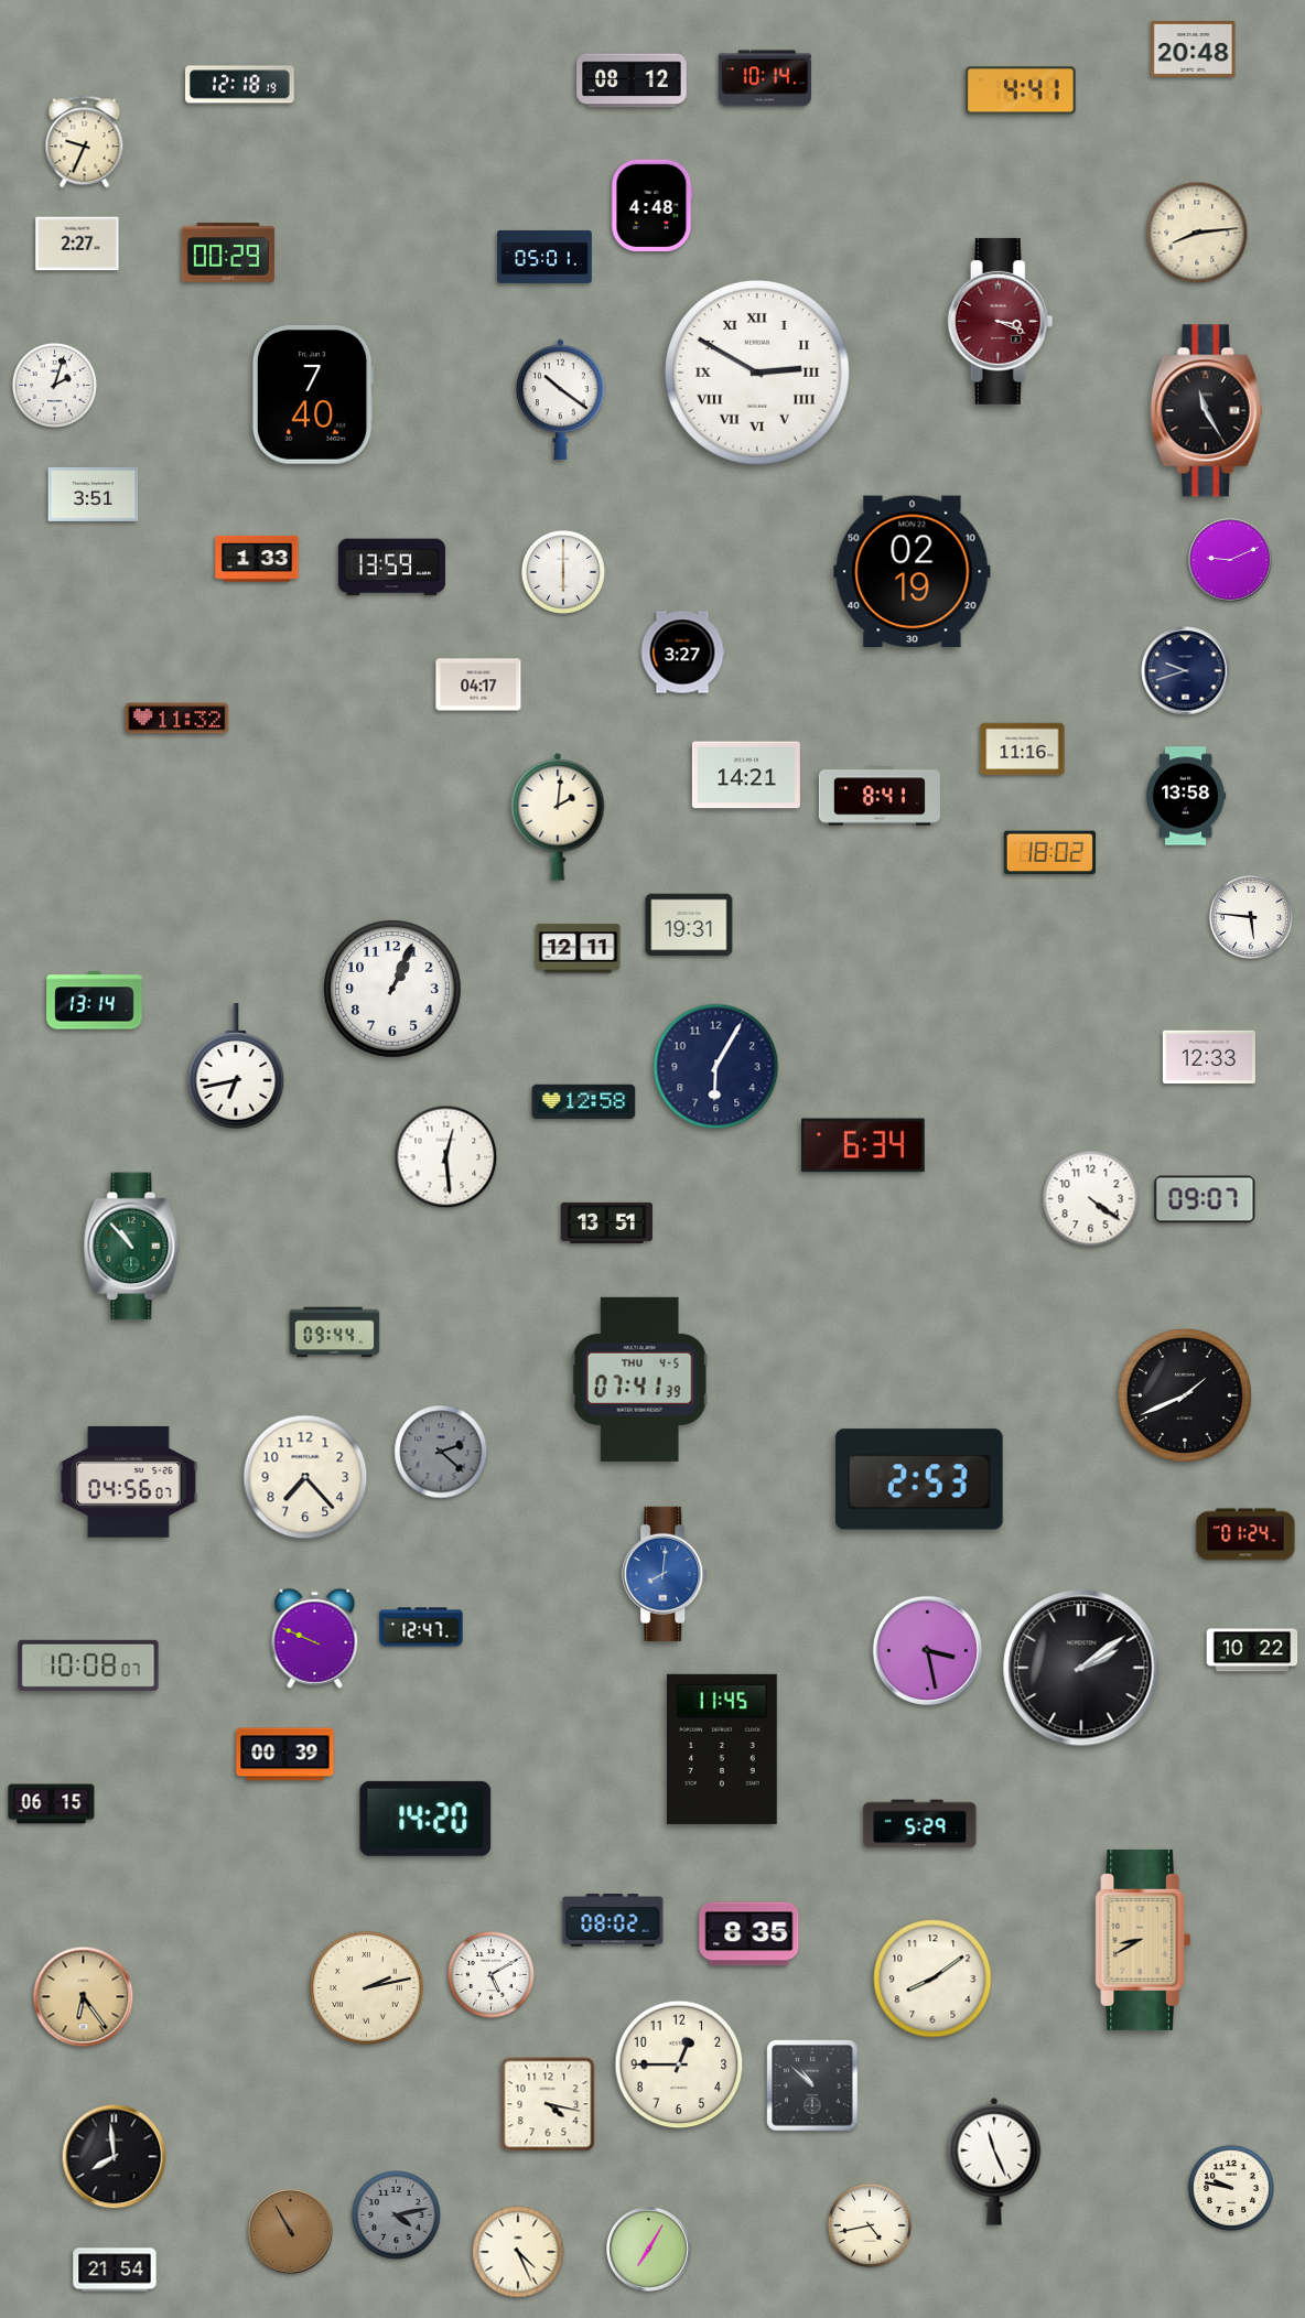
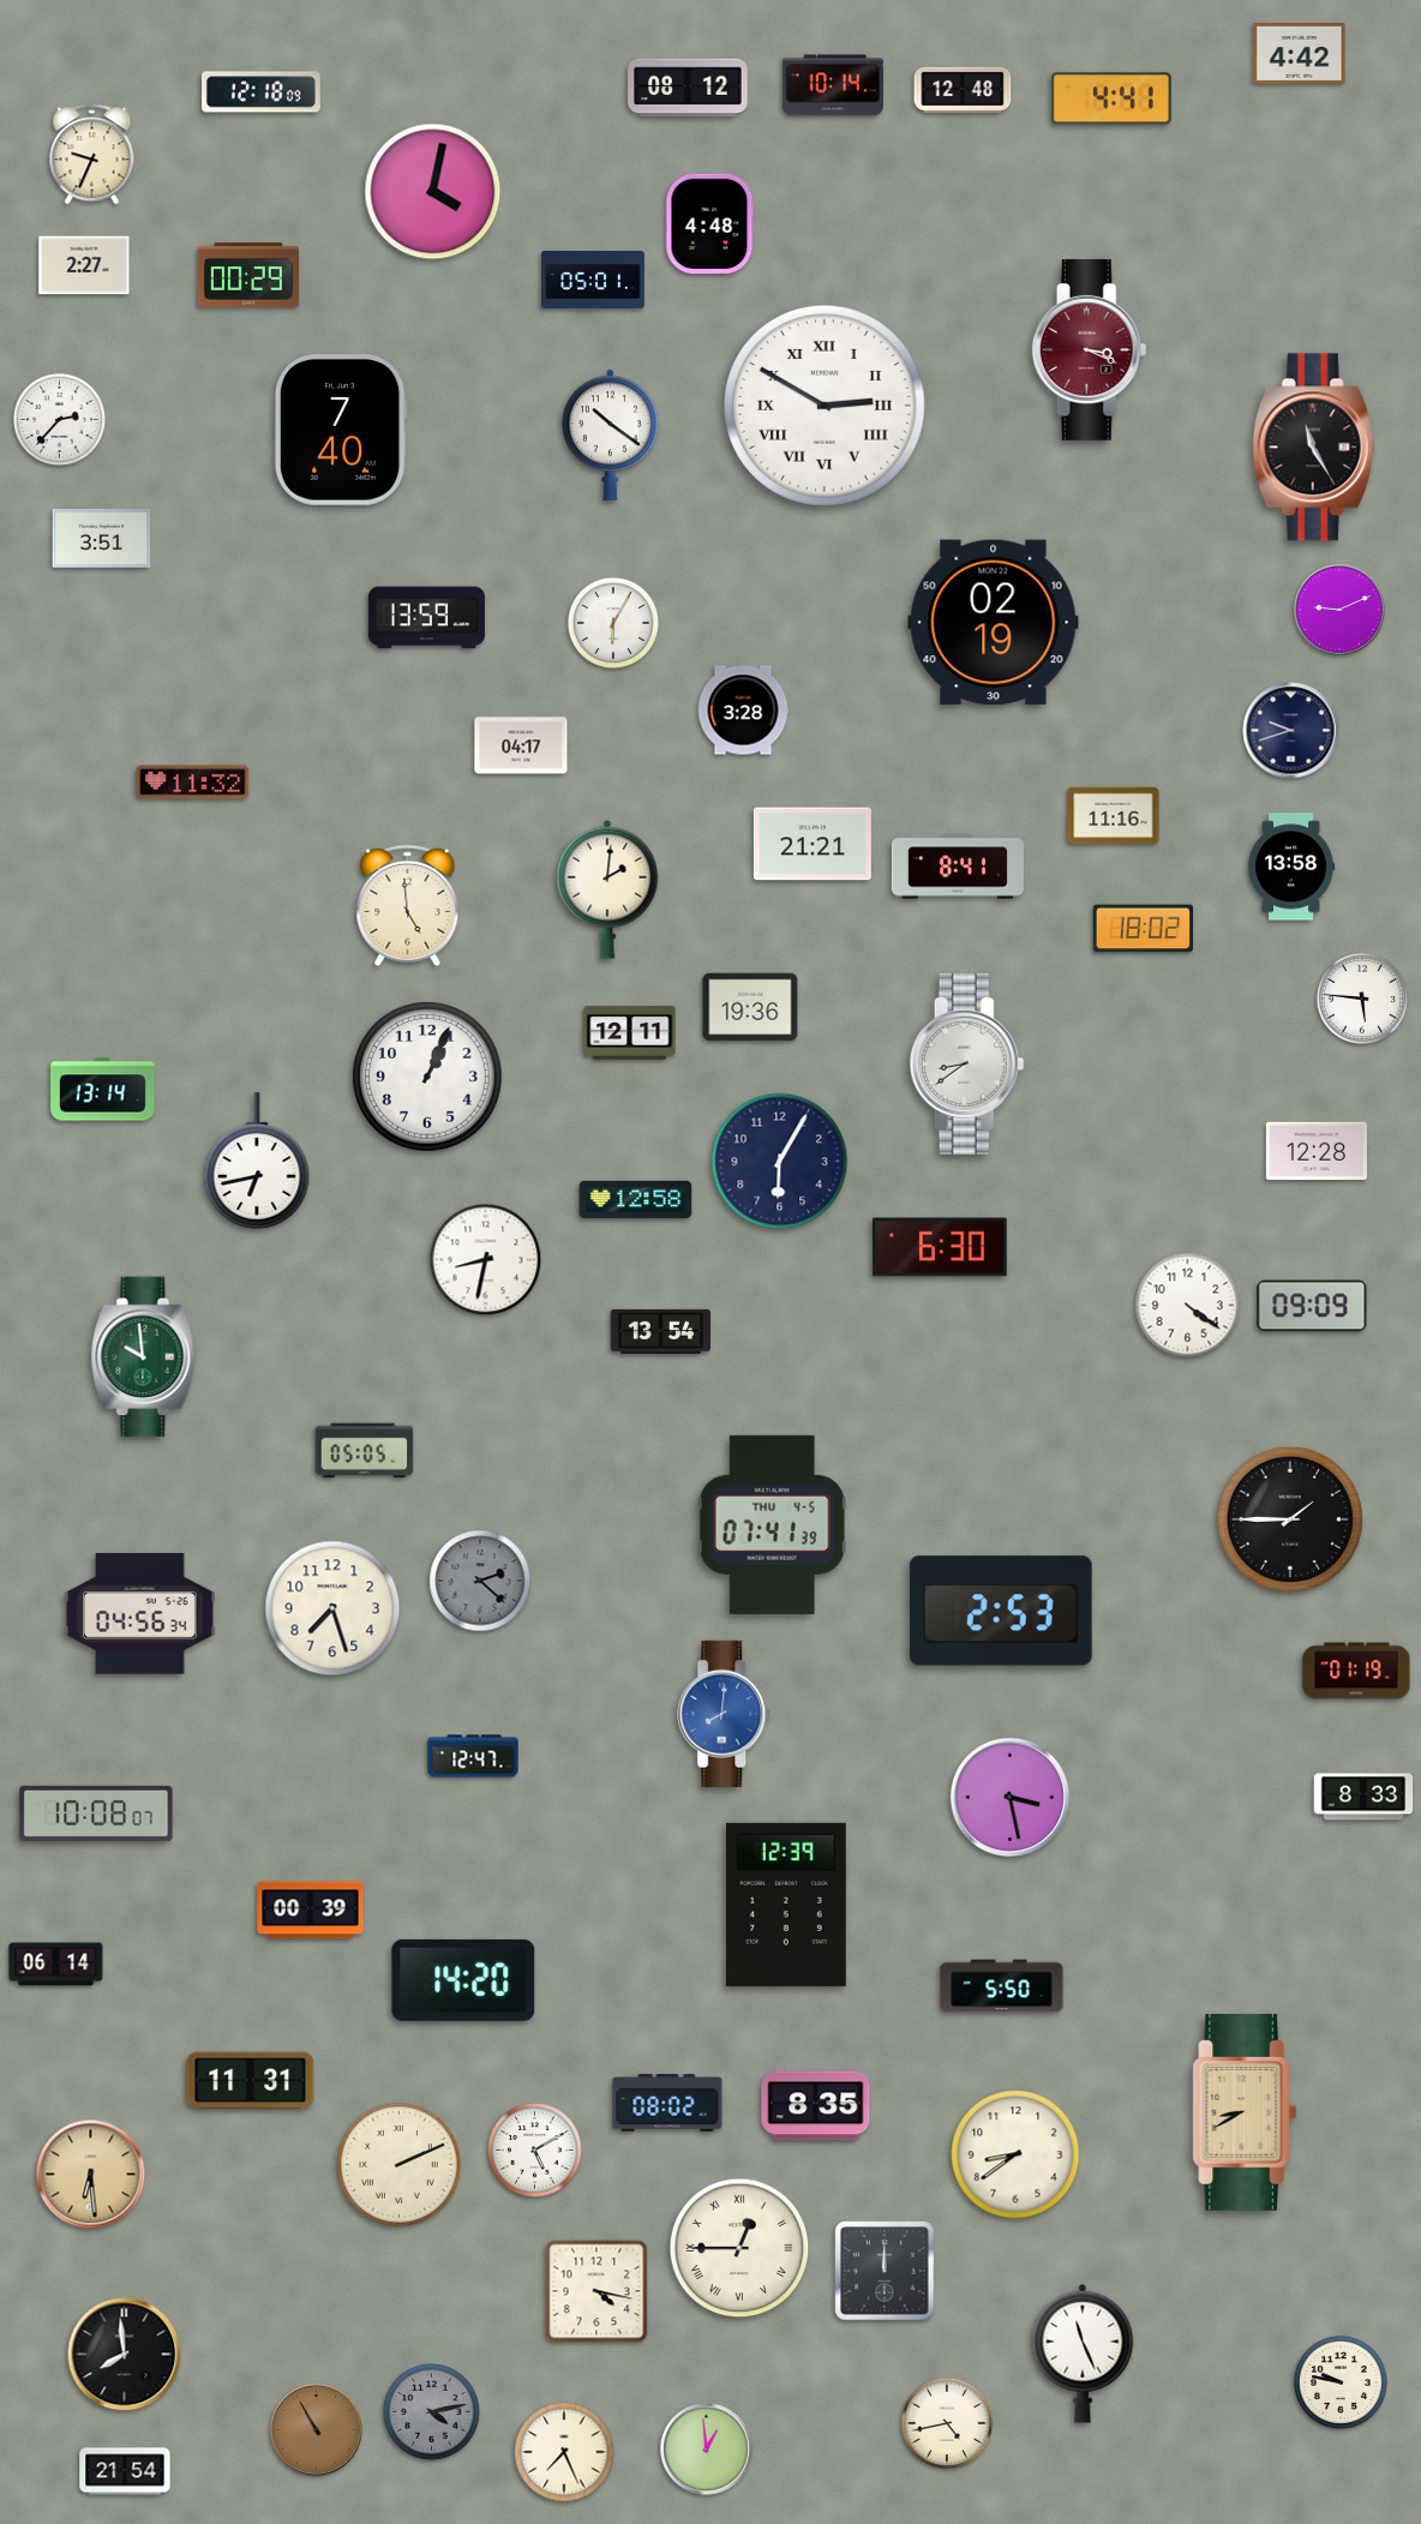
clock at (1194, 50): 20:48 -> 4:42
clock at (963, 90): none -> 12:48
clock at (240, 85): 12:18:19 -> 12:18:09
clock at (433, 192): none -> 4:02
clock at (1197, 233): 8:14 -> none
clock at (54, 385): 2:03 -> 2:37
clock at (257, 559): 1:33 -> none
clock at (563, 572): 6:00 -> 6:05
clock at (682, 653): 3:27 -> 3:28
clock at (746, 775): 14:21 -> 21:21
clock at (408, 905): none -> 4:59
clock at (689, 925): 19:31 -> 19:36
clock at (967, 1063): none -> 8:39
clock at (1209, 1057): 12:33 -> 12:28
clock at (863, 1145): 6:34 -> 6:30
clock at (446, 1157): 12:29 -> 8:32
clock at (1205, 1199): 09:07 -> 09:09
clock at (606, 1222): 13:51 -> 13:54
clock at (132, 1247): 10:53 -> 9:59
clock at (335, 1333): 09:44 -> 05:05
clock at (639, 1379) position: (639, 1379) -> (772, 1524)
clock at (1185, 1395): 1:41 -> 1:45
clock at (305, 1477): 7:23 -> 7:27
clock at (129, 1481): 04:56:07 -> 04:56:34
clock at (1245, 1534): 01:24 -> 01:19
clock at (421, 1627) position: (421, 1627) -> (473, 1756)
clock at (315, 1638): 9:49 -> none
clock at (1252, 1650): 10:22 -> 8:33
clock at (1081, 1668): 2:09 -> none
clock at (722, 1749): 11:45 -> 12:39
clock at (52, 1804): 06:15 -> 06:14
clock at (920, 1824): 5:29 -> 5:50
clock at (251, 2081): none -> 11:31
clock at (613, 1921) position: (613, 1921) -> (667, 2104)
clock at (932, 1979): 8:09 -> 8:39
clock at (367, 1988): 2:13 -> 2:11
clock at (84, 1997): 6:24 -> 6:29
clock at (679, 2064) numerals: Arabic -> Roman
clock at (812, 2085): 10:52 -> 12:00
clock at (115, 2157) position: (115, 2157) -> (125, 2355)
clock at (649, 2250): 7:05 -> 12:59
clock at (518, 2252): 4:26 -> 7:26
